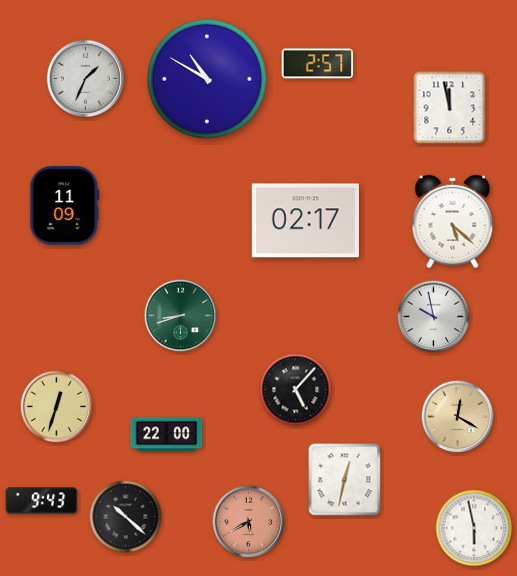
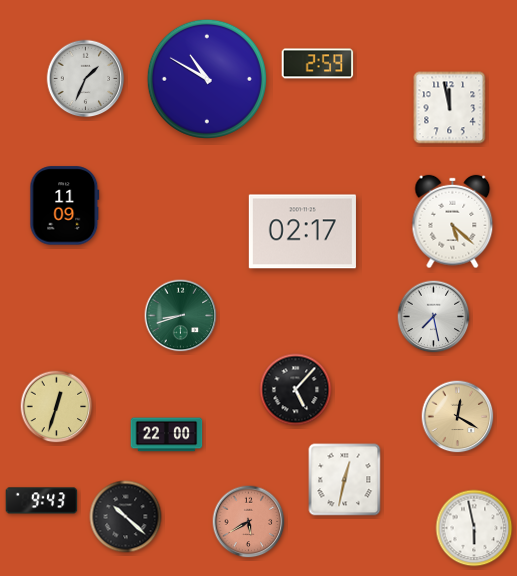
clock at (318, 64): 2:57 -> 2:59
clock at (305, 221) position: (305, 221) -> (302, 232)
clock at (434, 317): 9:58 -> 7:28
